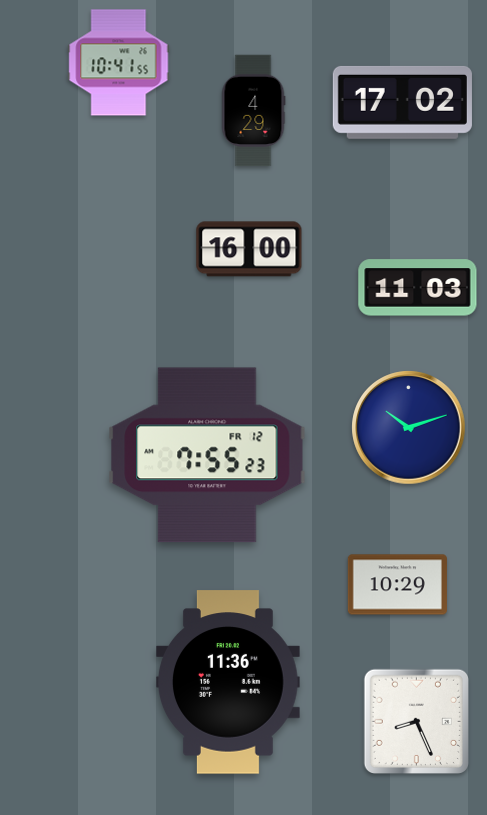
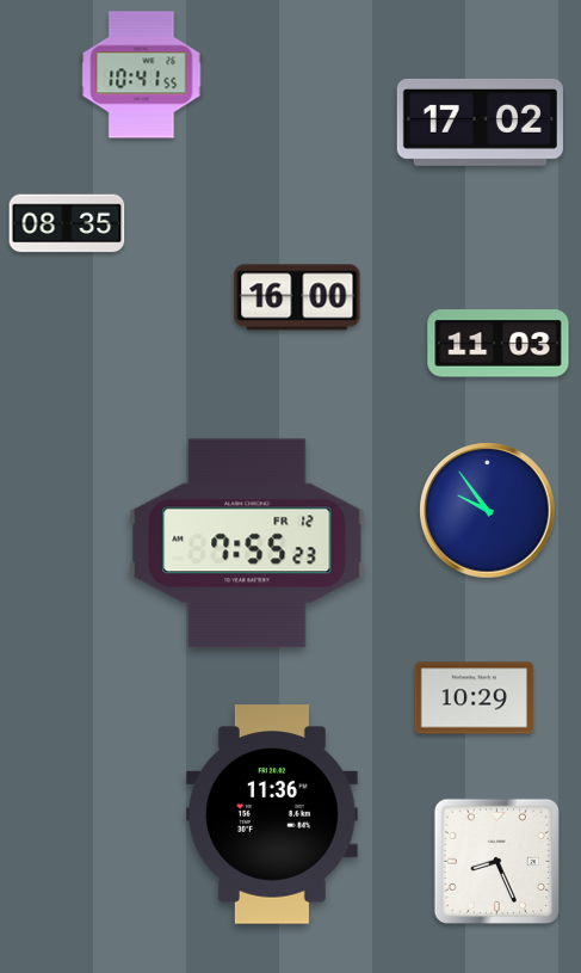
clock at (253, 111): 4:29 -> none
clock at (67, 223): none -> 08:35
clock at (409, 428): 10:12 -> 9:54
